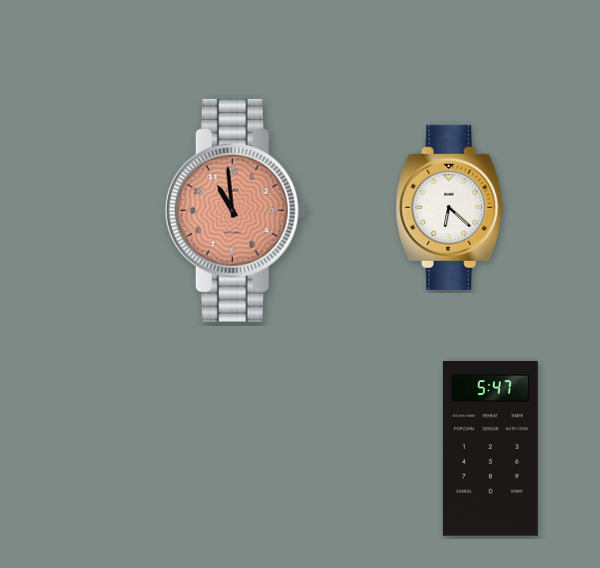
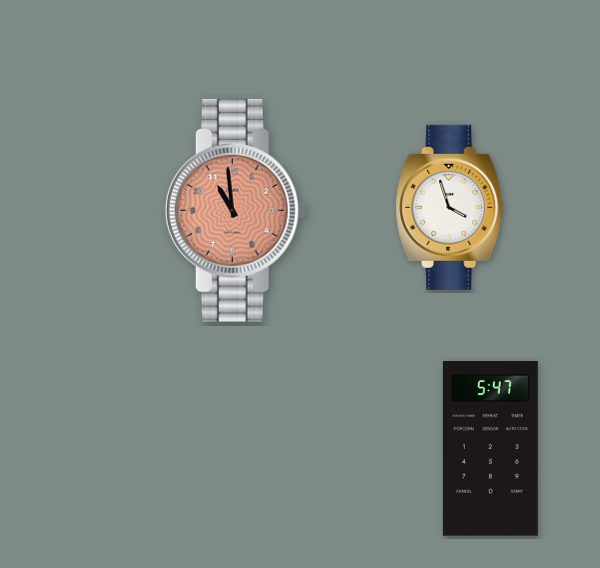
clock at (450, 207): 6:22 -> 3:57
